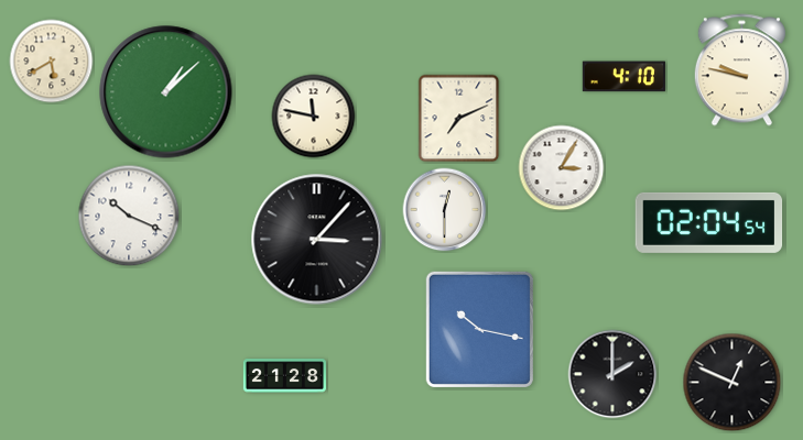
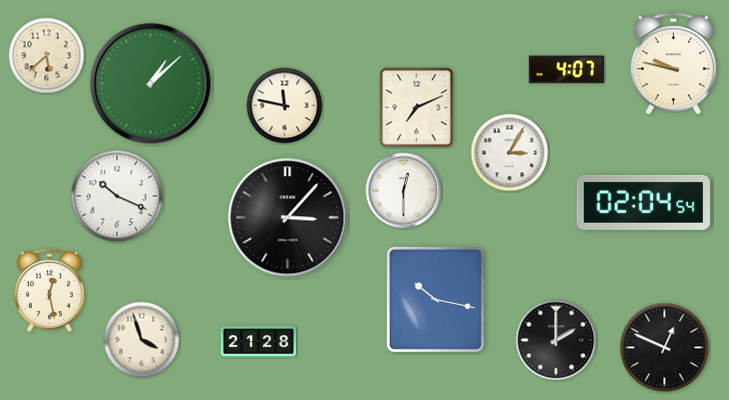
clock at (52, 62): 5:40 -> 5:38
clock at (623, 77): 4:10 -> 4:07
clock at (49, 290): none -> 12:28
clock at (142, 340): none -> 3:57
